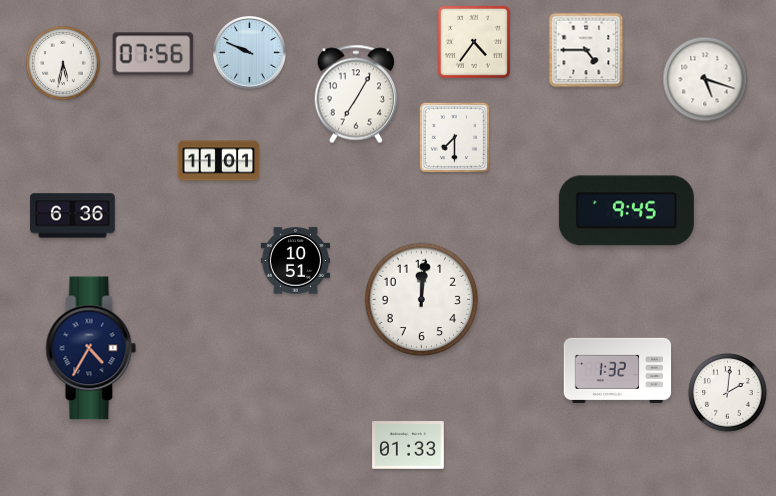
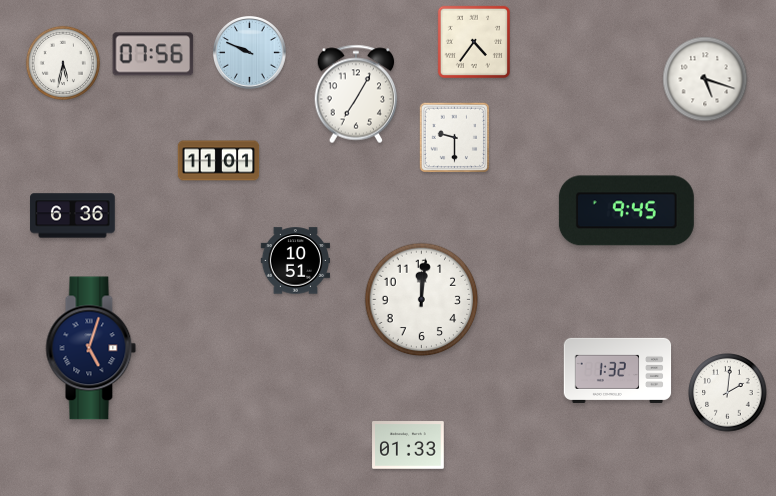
clock at (586, 50): 4:45 -> none
clock at (454, 137): 7:30 -> 9:30
clock at (91, 348): 4:35 -> 5:03
